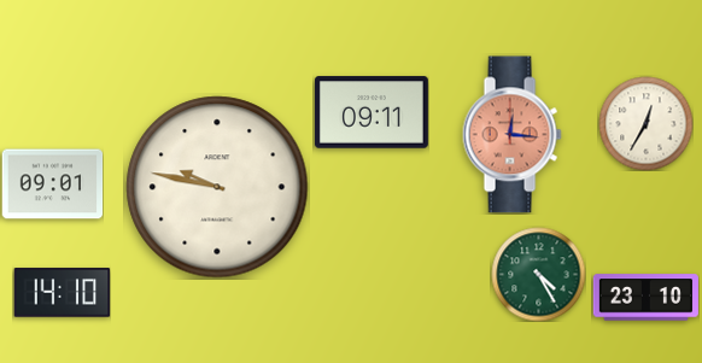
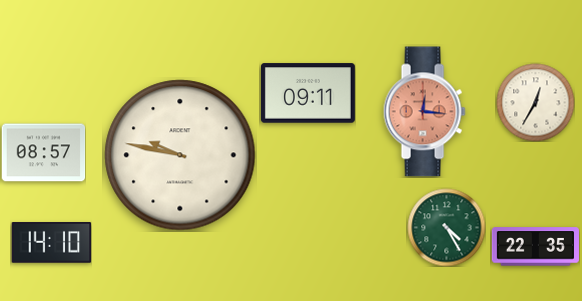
clock at (52, 185): 09:01 -> 08:57
clock at (645, 298): 23:10 -> 22:35
